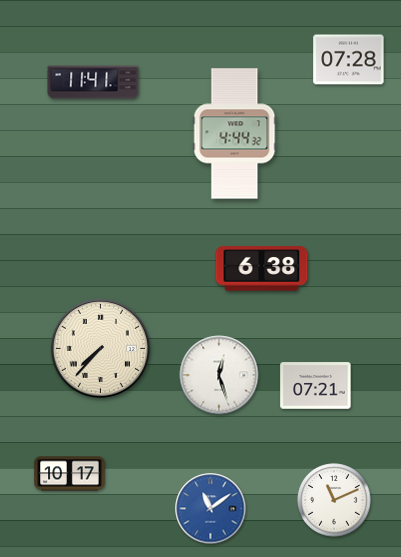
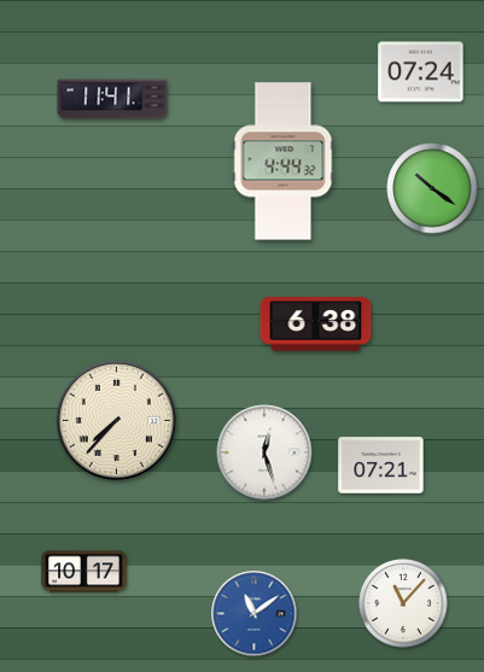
clock at (349, 60): 07:28 -> 07:24
clock at (432, 188): none -> 10:21
clock at (100, 348) position: (100, 348) -> (116, 420)
clock at (334, 500): 11:11 -> 11:07
